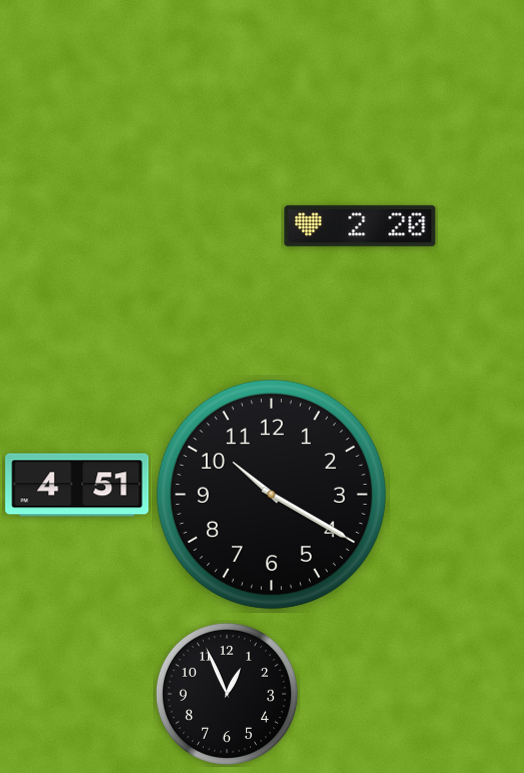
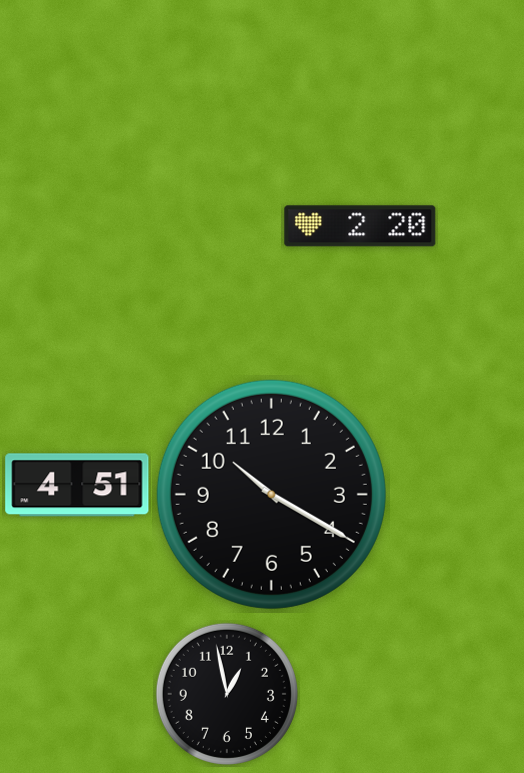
clock at (227, 694): 12:56 -> 12:58
